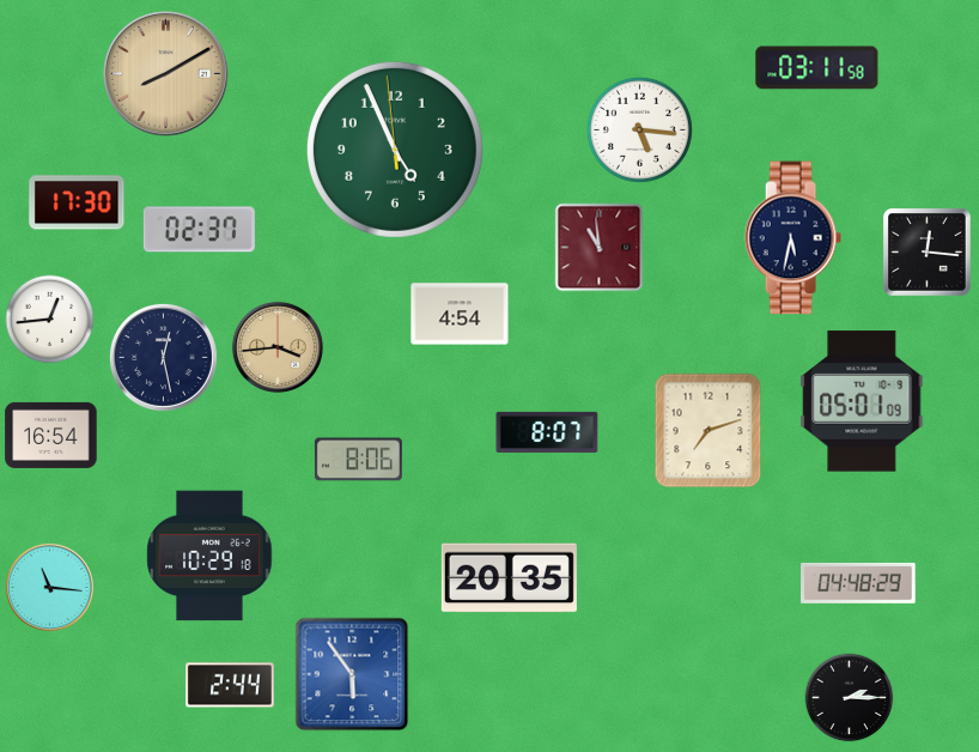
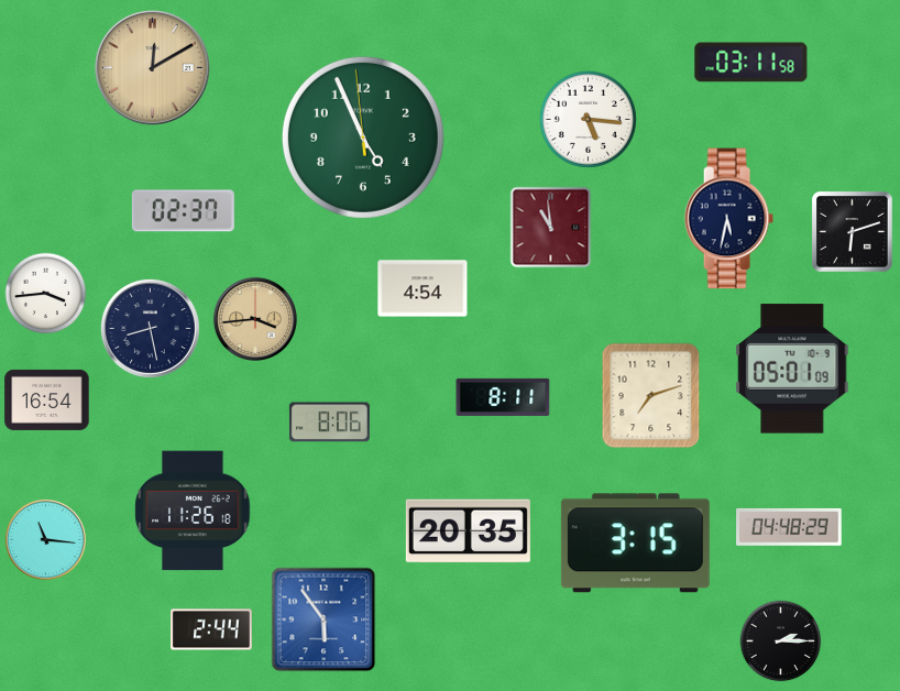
clock at (166, 74): 8:10 -> 12:10
clock at (77, 202): 17:30 -> none
clock at (928, 253): 12:16 -> 6:12
clock at (50, 320): 12:44 -> 3:44
clock at (163, 357): 12:28 -> 8:28
clock at (547, 432): 8:07 -> 8:11
clock at (209, 556): 10:29 -> 11:26
clock at (858, 583) position: (858, 583) -> (789, 527)
clock at (635, 544): none -> 3:15
